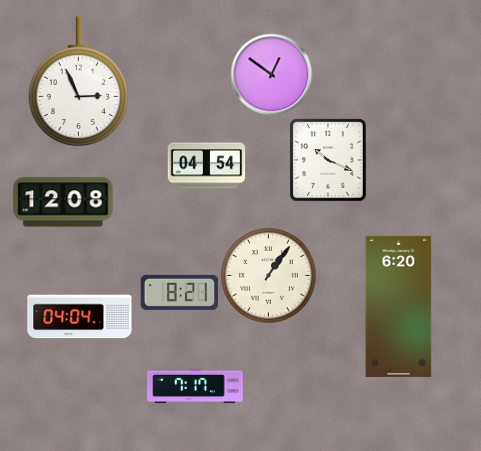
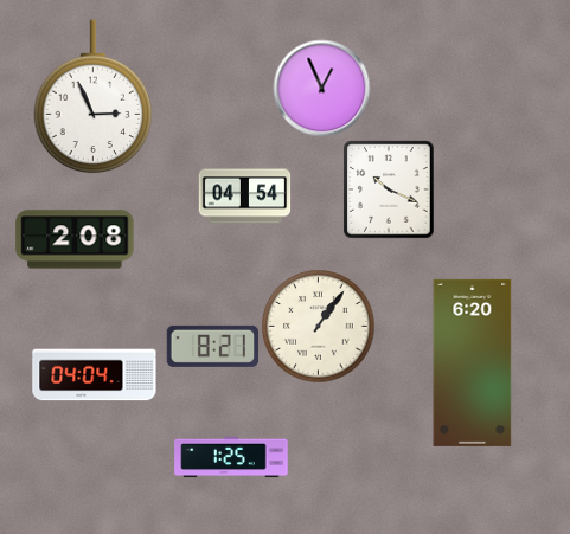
clock at (271, 74): 12:51 -> 12:56
clock at (63, 202): 12:08 -> 2:08
clock at (195, 386): 7:17 -> 1:25
